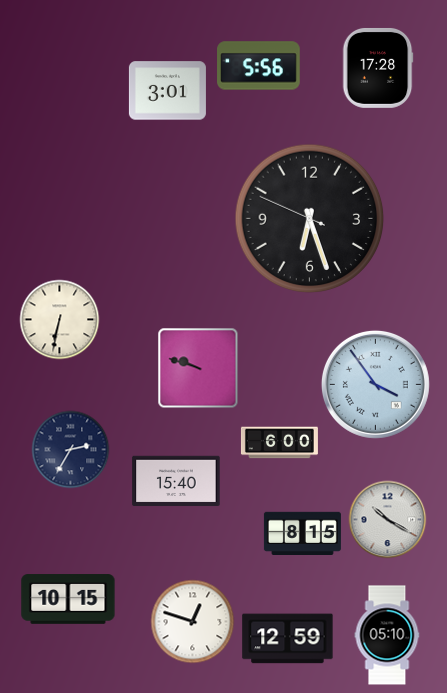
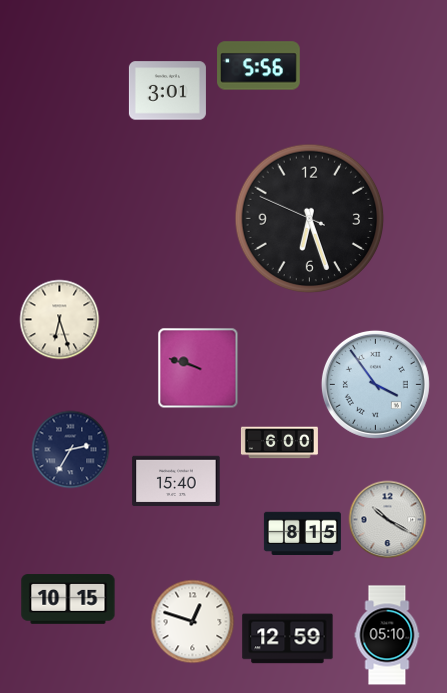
clock at (378, 68): 17:28 -> none
clock at (59, 319): 6:32 -> 6:27
